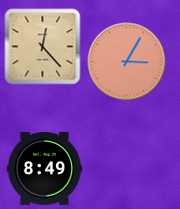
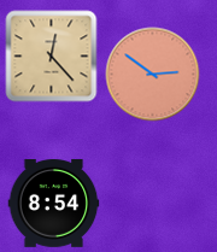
clock at (127, 62): 3:05 -> 2:51
clock at (45, 169): 8:49 -> 8:54
